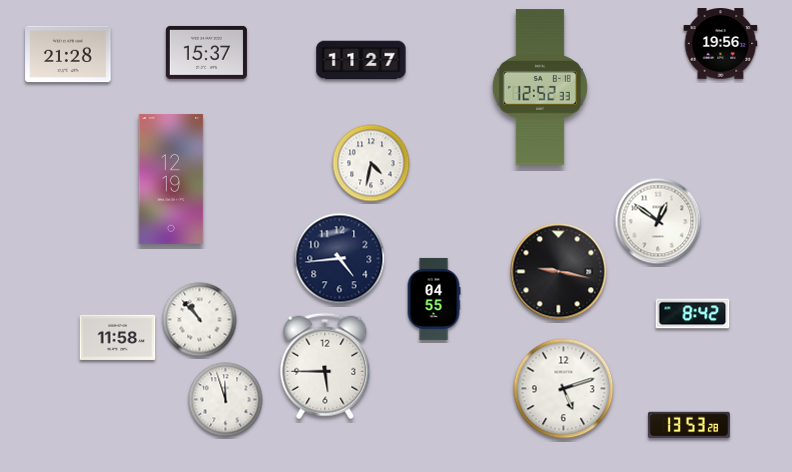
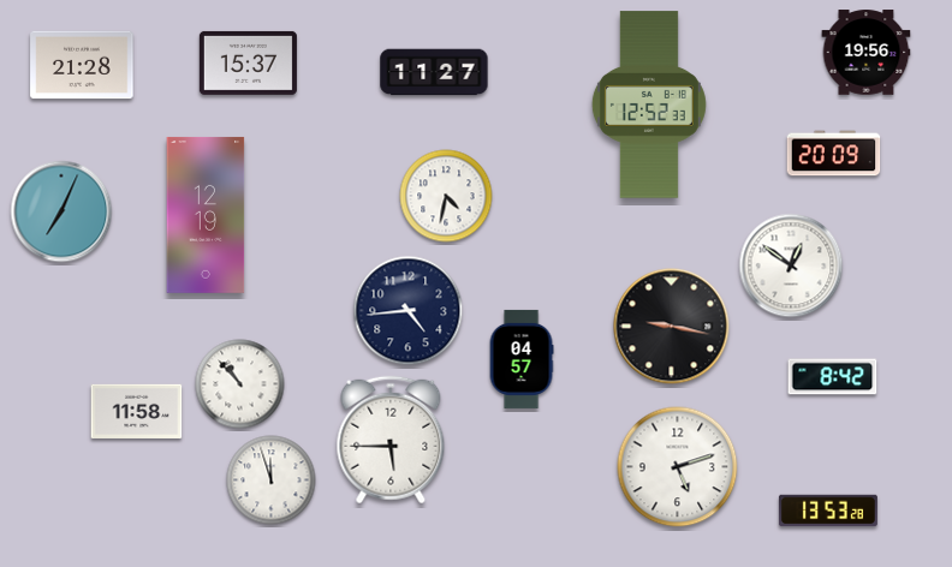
clock at (834, 154): none -> 20:09
clock at (61, 211): none -> 7:04
clock at (434, 299): 04:55 -> 04:57
clock at (118, 337) position: (118, 337) -> (137, 411)
